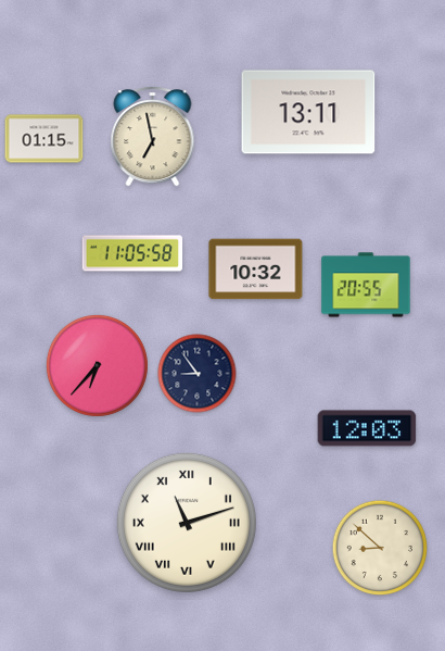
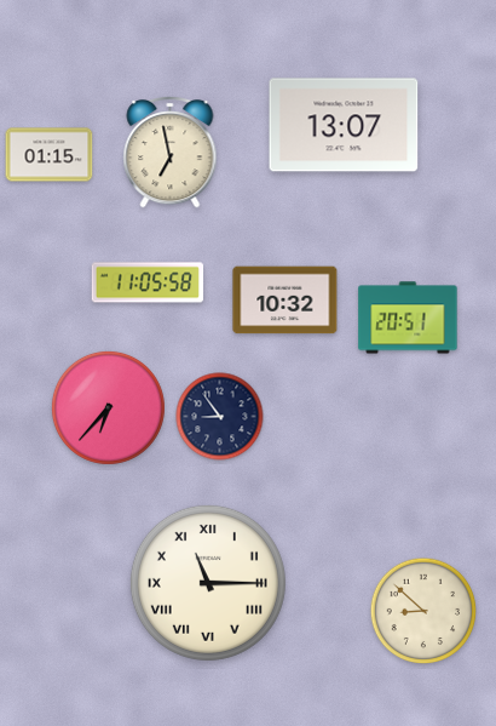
clock at (308, 112): 13:11 -> 13:07
clock at (366, 285): 20:55 -> 20:51
clock at (367, 428): 12:03 -> none
clock at (187, 523): 11:12 -> 11:15
